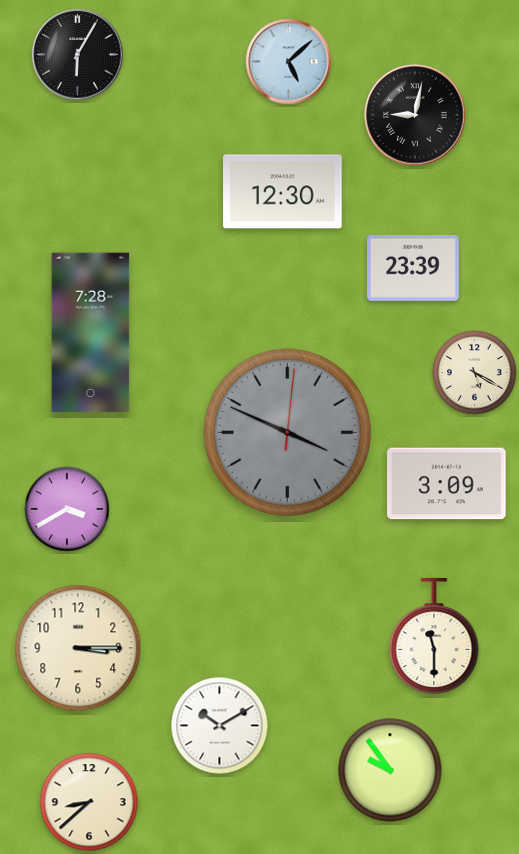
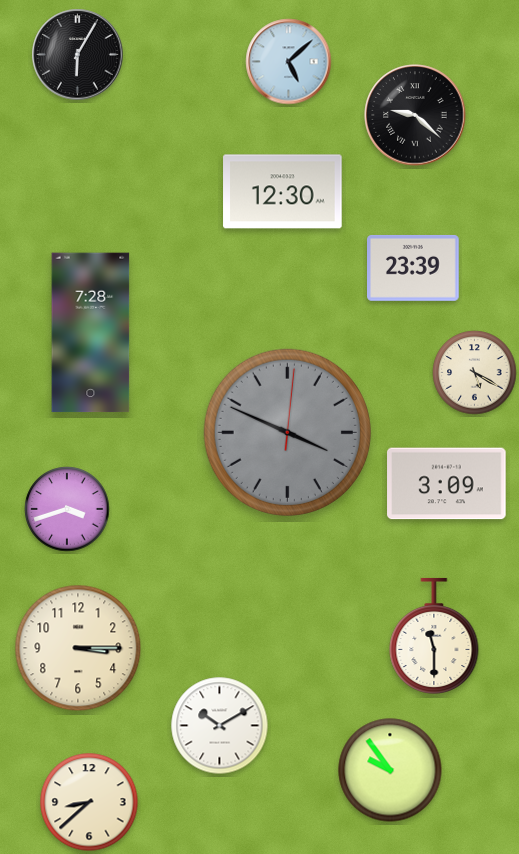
clock at (415, 115): 9:02 -> 9:22
clock at (67, 509): 3:40 -> 3:42
